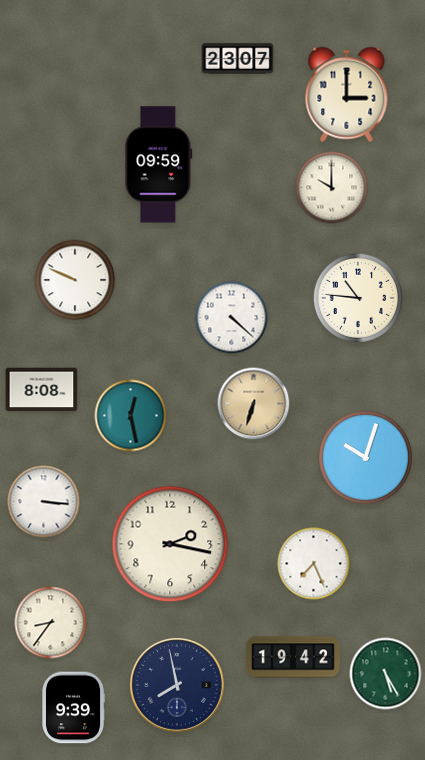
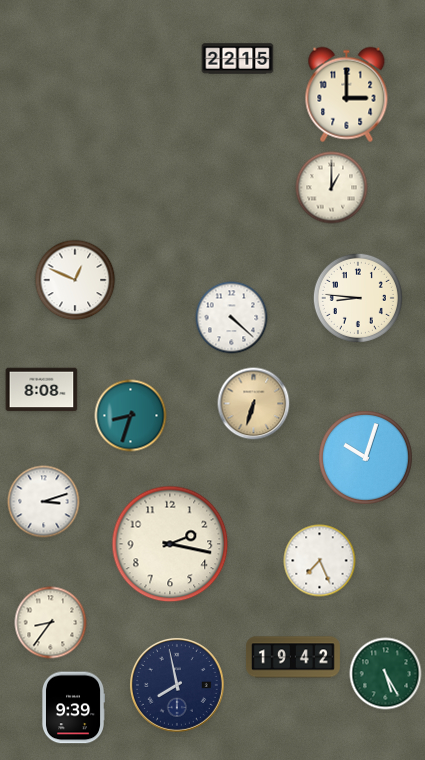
clock at (238, 59): 23:07 -> 22:15
clock at (159, 165): 09:59 -> none
clock at (332, 188): 10:00 -> 1:00
clock at (75, 280): 9:49 -> 12:49
clock at (358, 298): 10:46 -> 8:46
clock at (131, 416): 12:28 -> 8:33
clock at (44, 502): 3:16 -> 3:12
clock at (314, 564) position: (314, 564) -> (320, 561)
